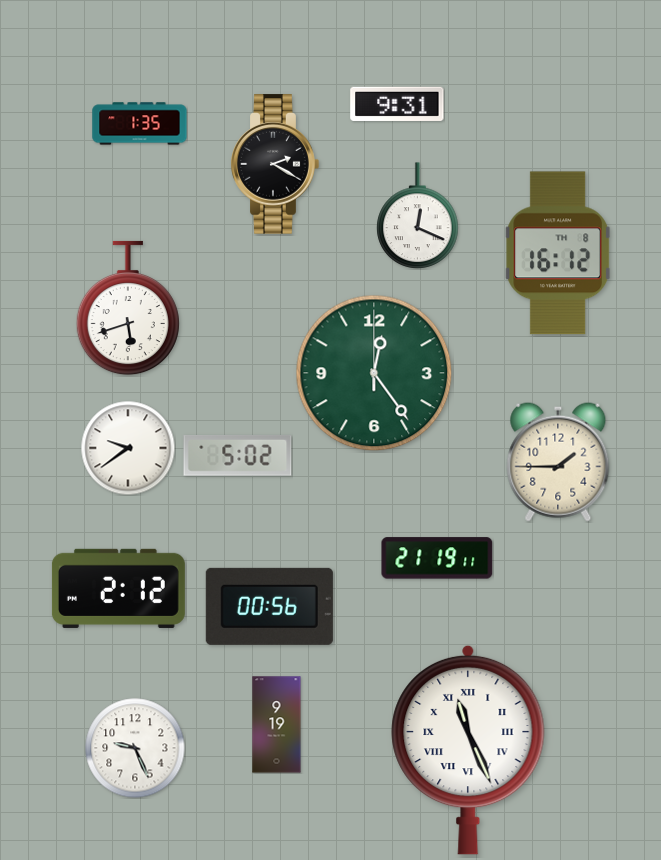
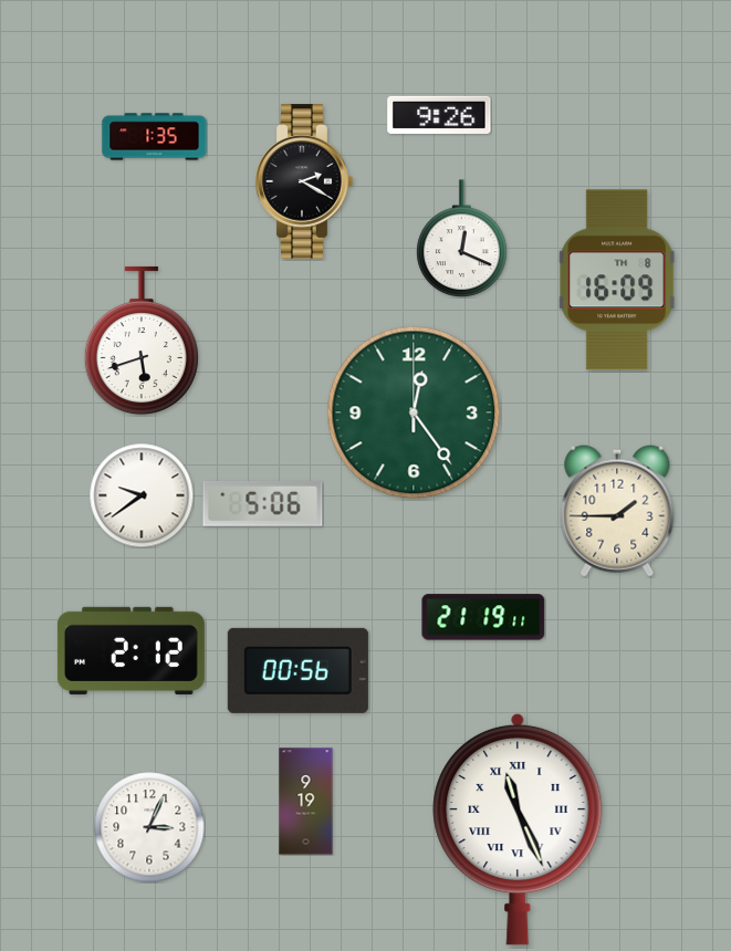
clock at (397, 104): 9:31 -> 9:26
clock at (558, 253): 16:12 -> 16:09
clock at (238, 455): 5:02 -> 5:06
clock at (135, 748): 9:26 -> 3:04
